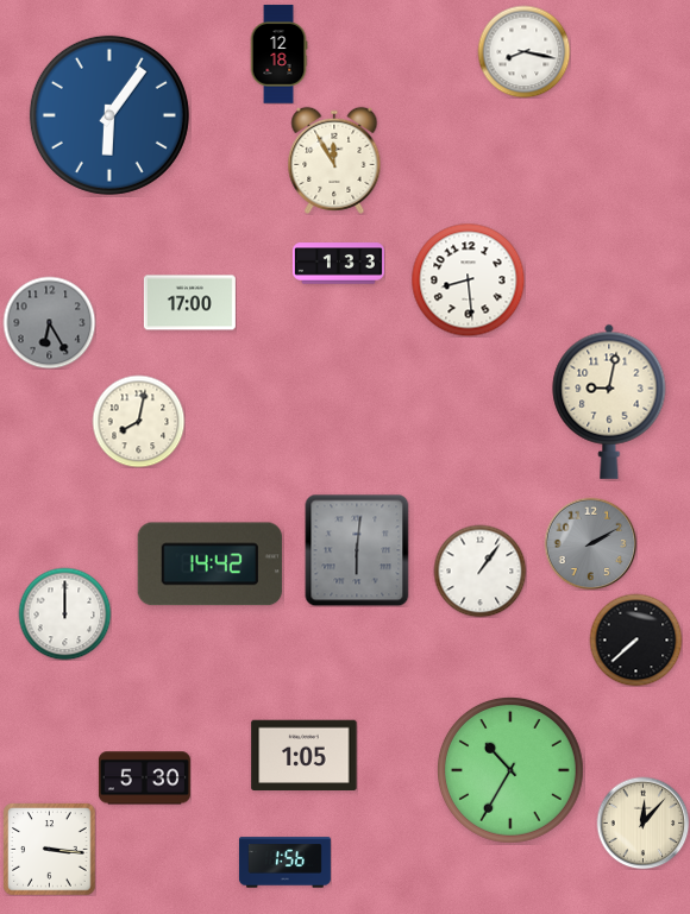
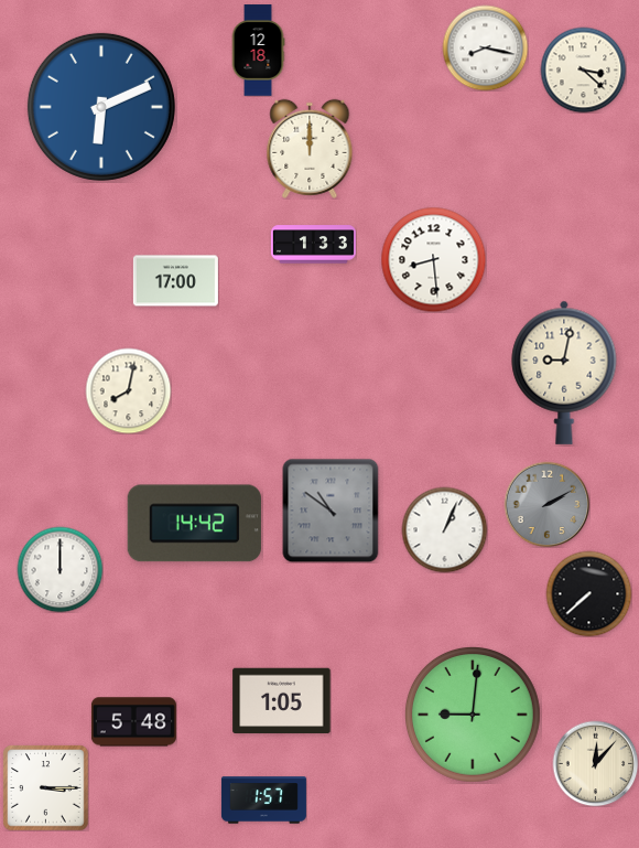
clock at (583, 69): none -> 3:22
clock at (109, 115): 6:06 -> 6:11
clock at (334, 160): 11:55 -> 12:00
clock at (49, 322): 6:25 -> none
clock at (357, 550): 6:01 -> 10:51
clock at (479, 571): 1:06 -> 1:04
clock at (510, 770): 10:35 -> 9:01
clock at (144, 779): 5:30 -> 5:48
clock at (49, 849): 3:16 -> 3:15
clock at (284, 863): 1:56 -> 1:57
